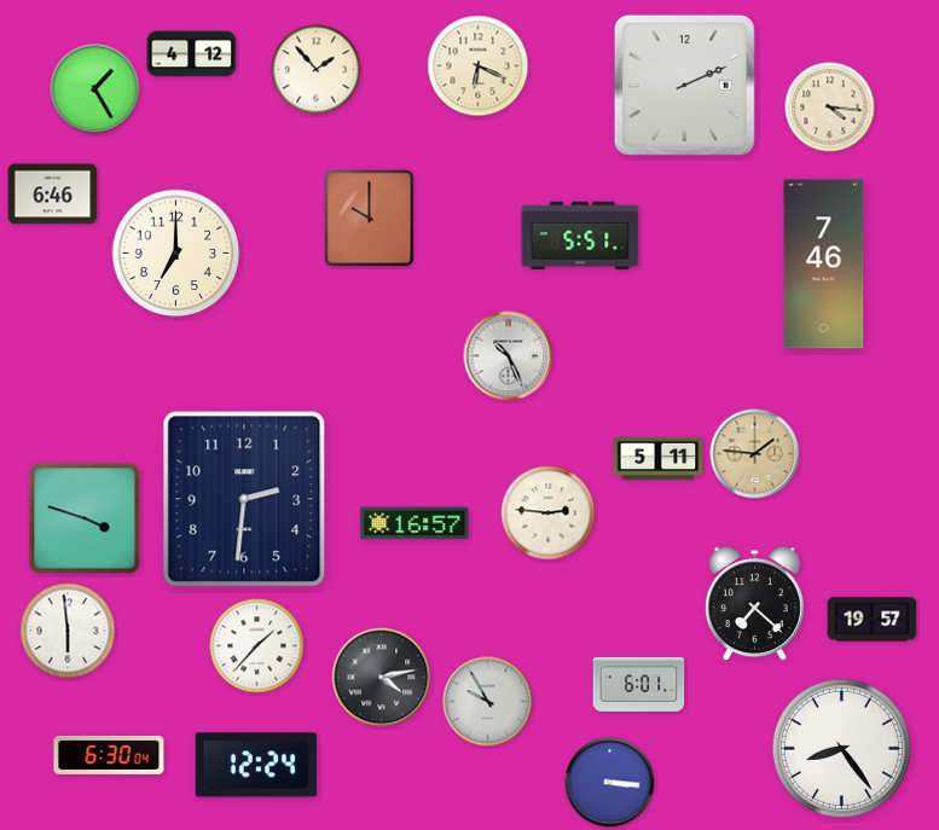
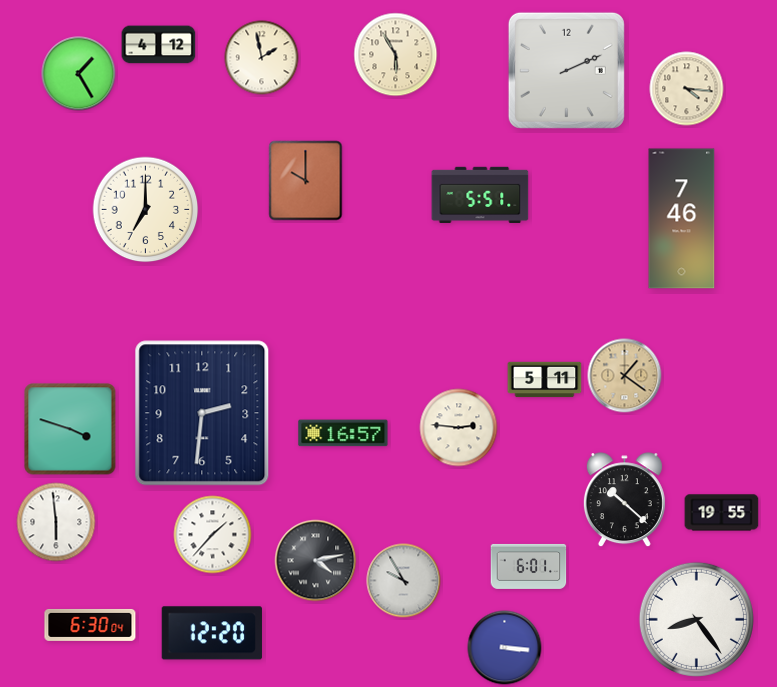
clock at (479, 66): 6:19 -> 5:55
clock at (317, 70): 1:53 -> 1:58
clock at (53, 195): 6:46 -> none
clock at (509, 356): 10:26 -> none
clock at (755, 454): 1:46 -> 1:21
clock at (549, 513) position: (549, 513) -> (459, 428)
clock at (754, 604): 7:22 -> 10:22
clock at (873, 620): 19:57 -> 19:55
clock at (256, 765): 12:24 -> 12:20
